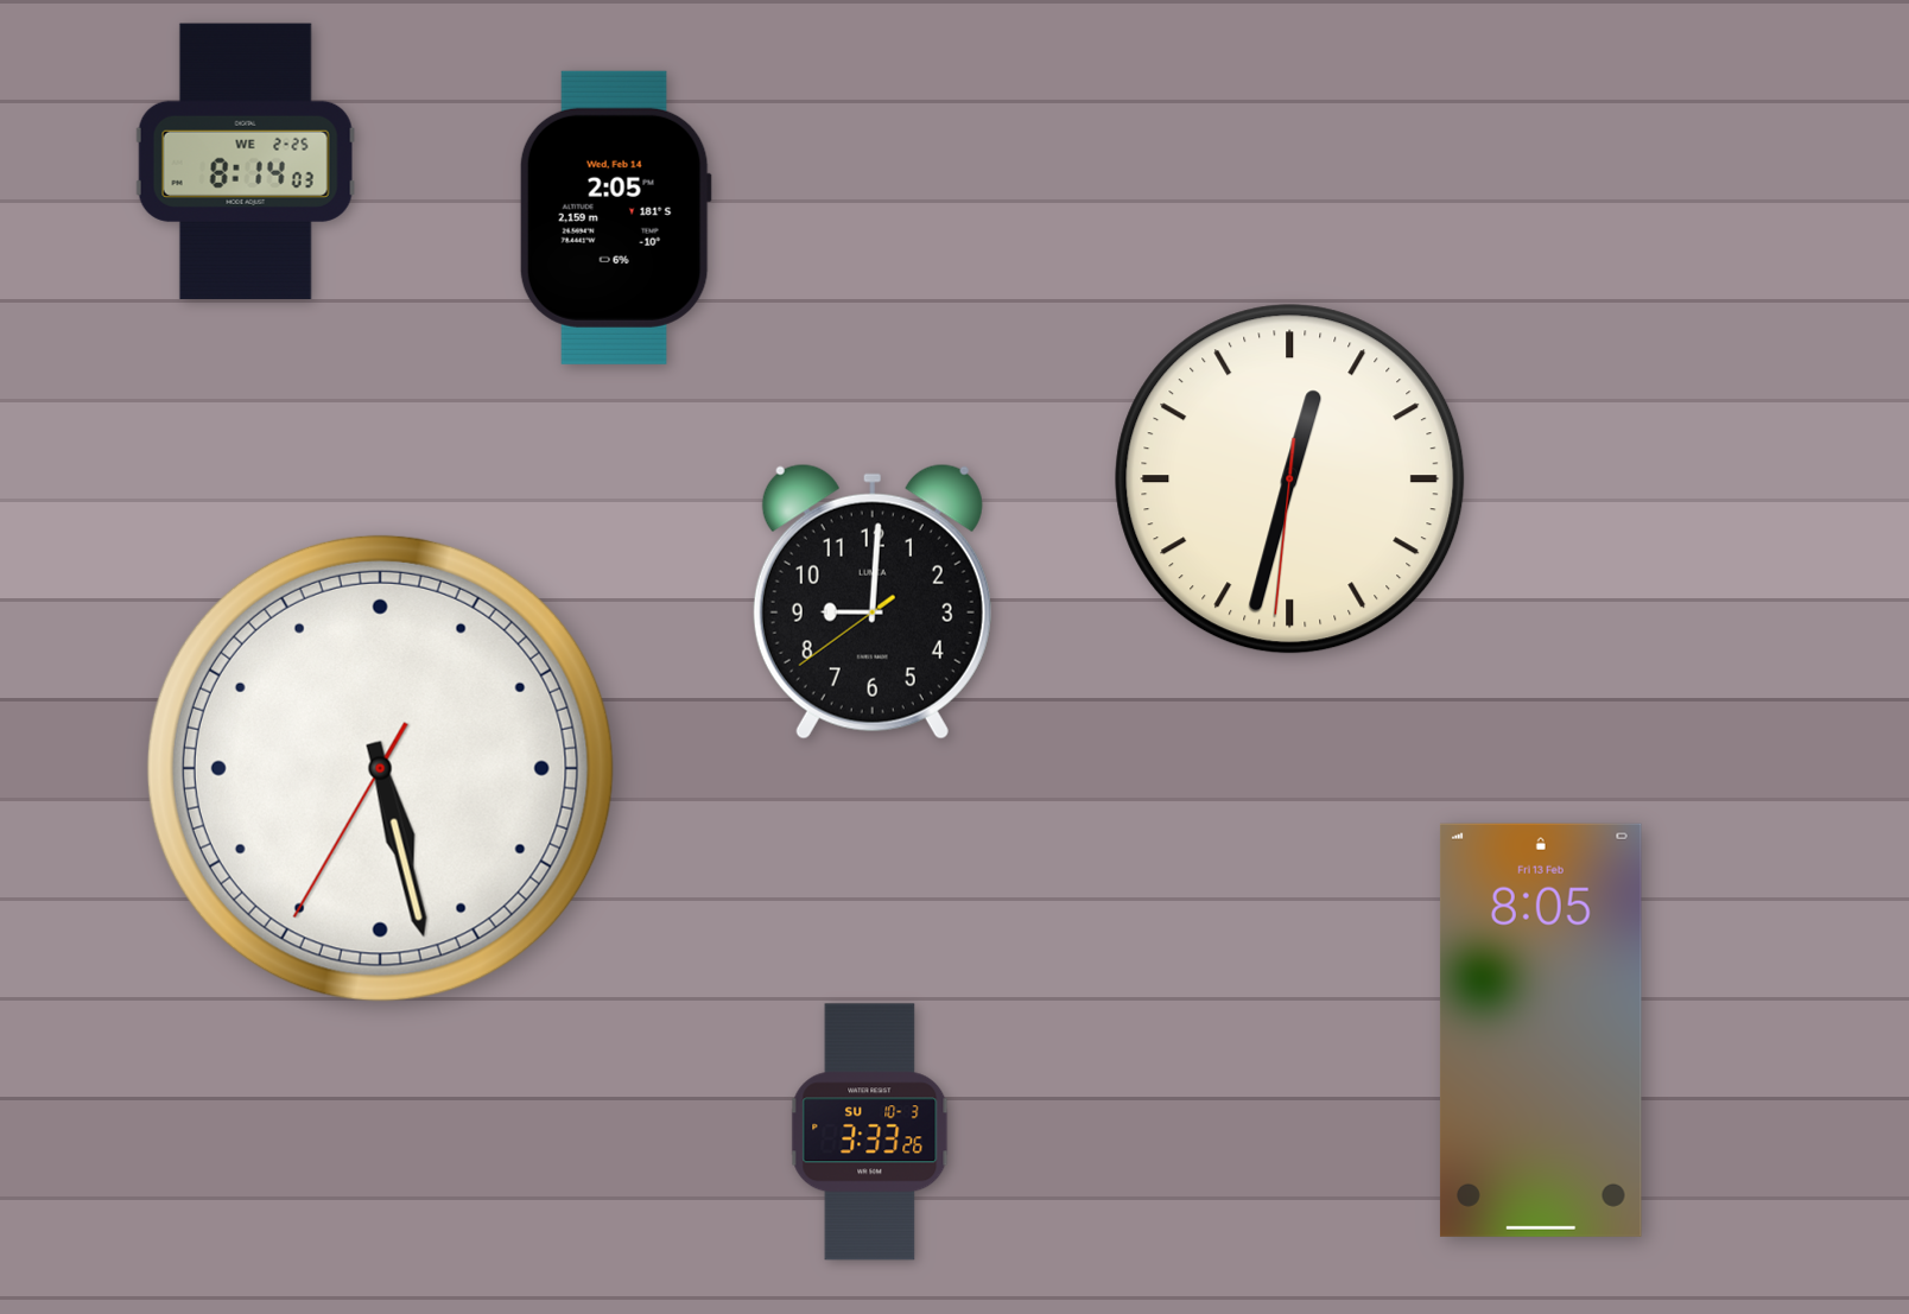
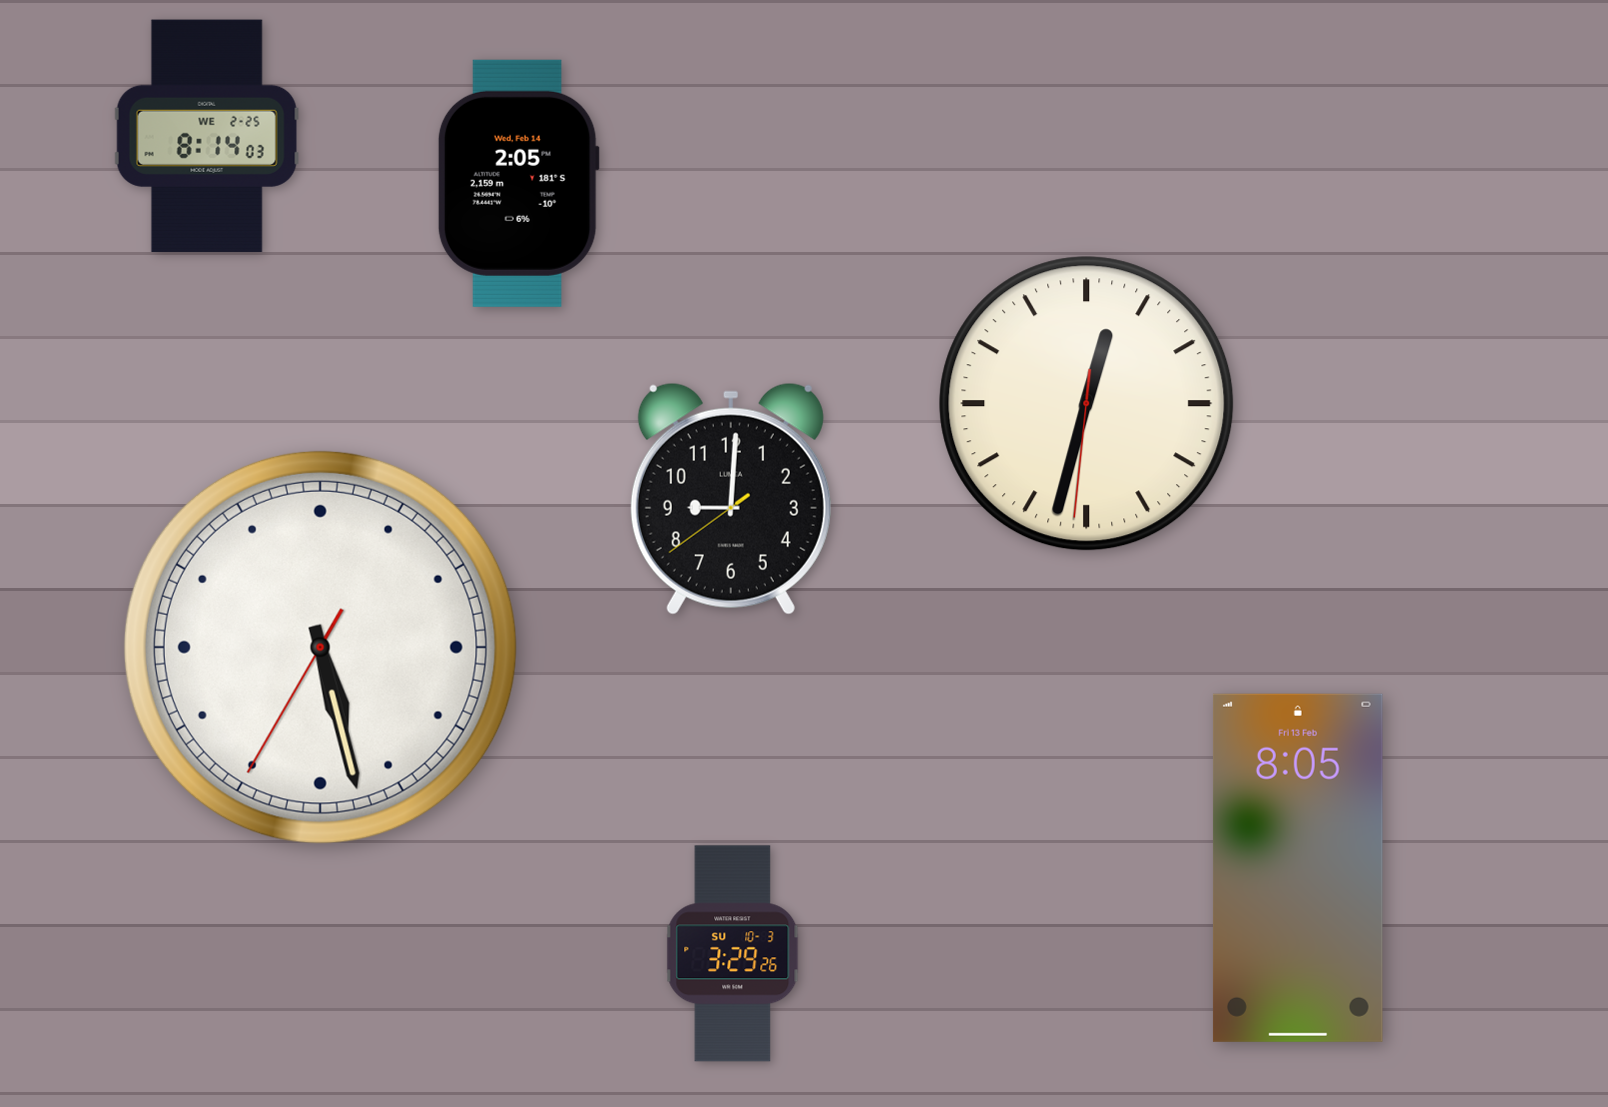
clock at (873, 602) position: (873, 602) -> (731, 499)
clock at (870, 1132): 3:33 -> 3:29
